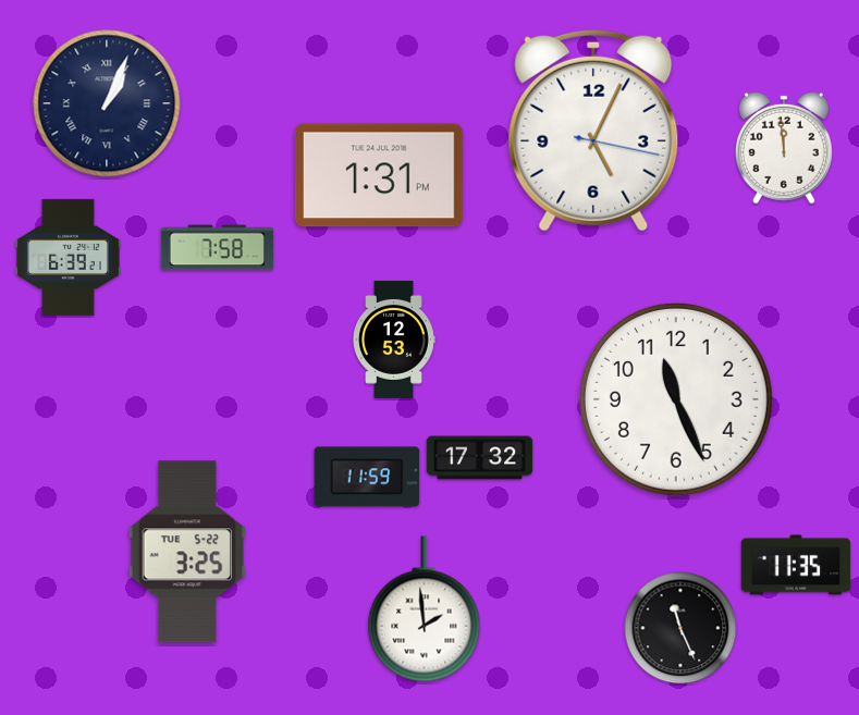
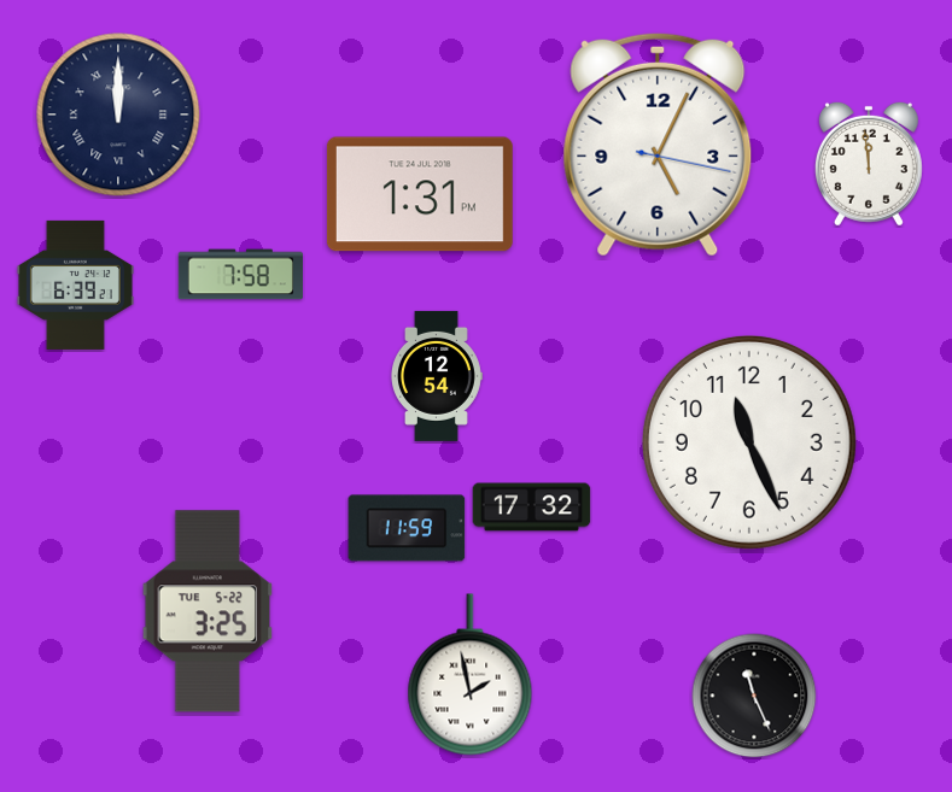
clock at (107, 103): 1:04 -> 12:00
clock at (394, 340): 12:53 -> 12:54
clock at (796, 565): 11:35 -> none
clock at (425, 609): 1:59 -> 1:58
